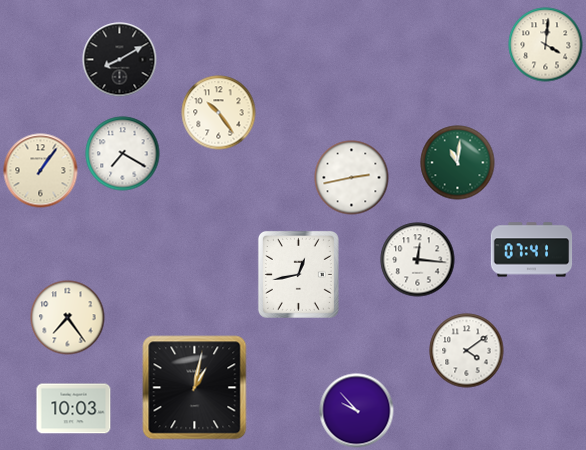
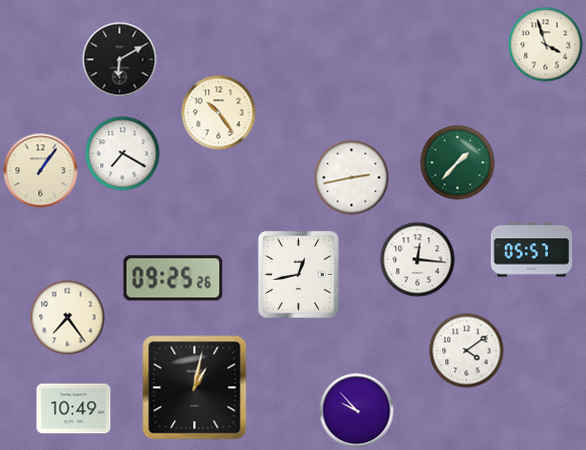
clock at (546, 45): 4:01 -> 3:57
clock at (120, 60): 8:10 -> 6:10
clock at (458, 163): 11:01 -> 1:37
clock at (532, 250): 07:41 -> 05:57
clock at (173, 278): none -> 09:25
clock at (74, 409): 10:03 -> 10:49
